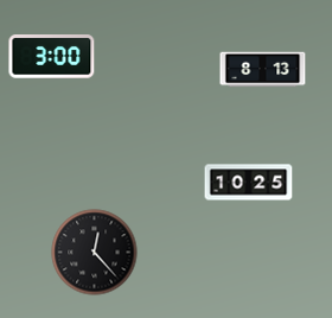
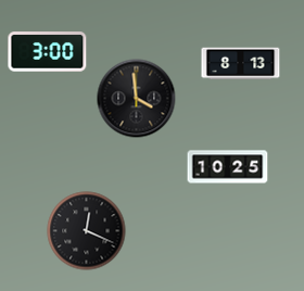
clock at (137, 99): none -> 3:59
clock at (95, 253): 12:23 -> 12:19
